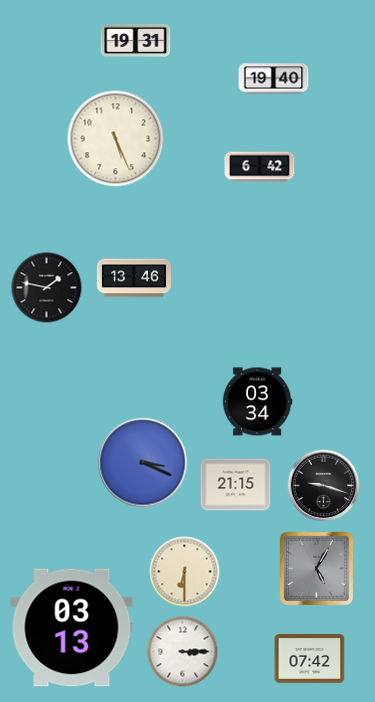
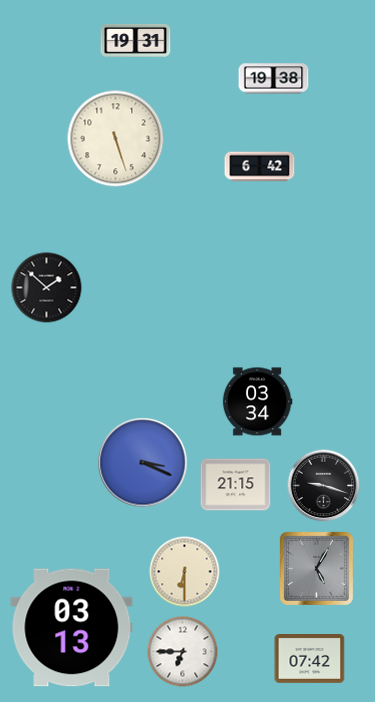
clock at (274, 79): 19:40 -> 19:38
clock at (116, 139): 5:26 -> 5:27
clock at (134, 278): 13:46 -> none
clock at (47, 288): 1:47 -> 1:52
clock at (183, 652): 3:15 -> 6:45
